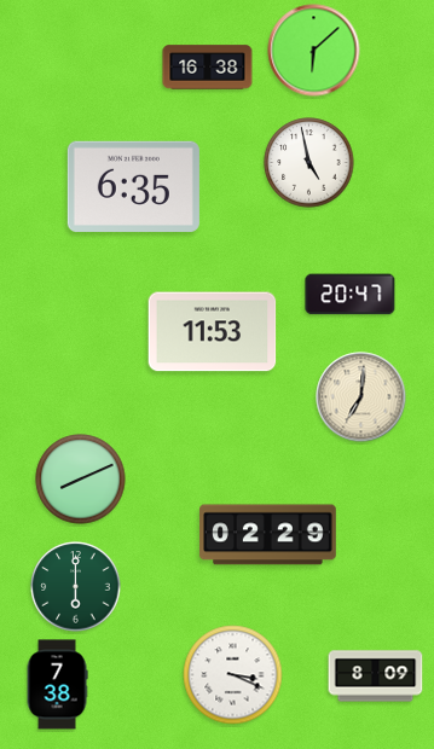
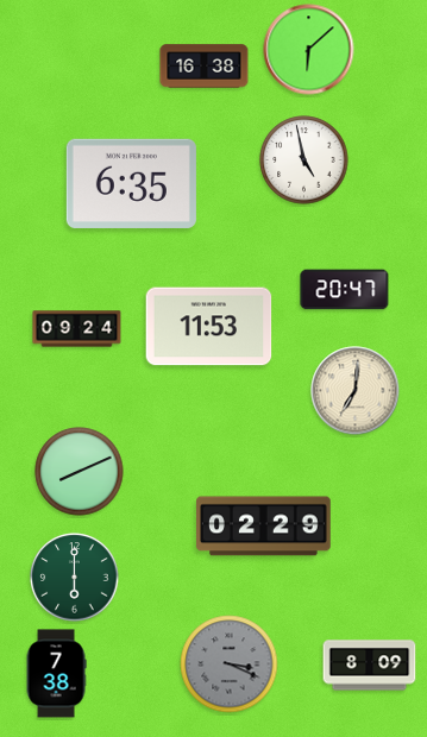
clock at (77, 329): none -> 09:24
clock at (233, 675) dial: white -> grey
